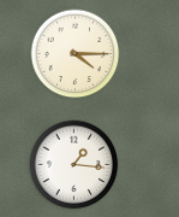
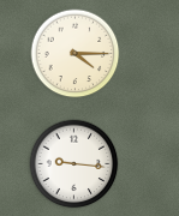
clock at (74, 165): 1:16 -> 9:16
